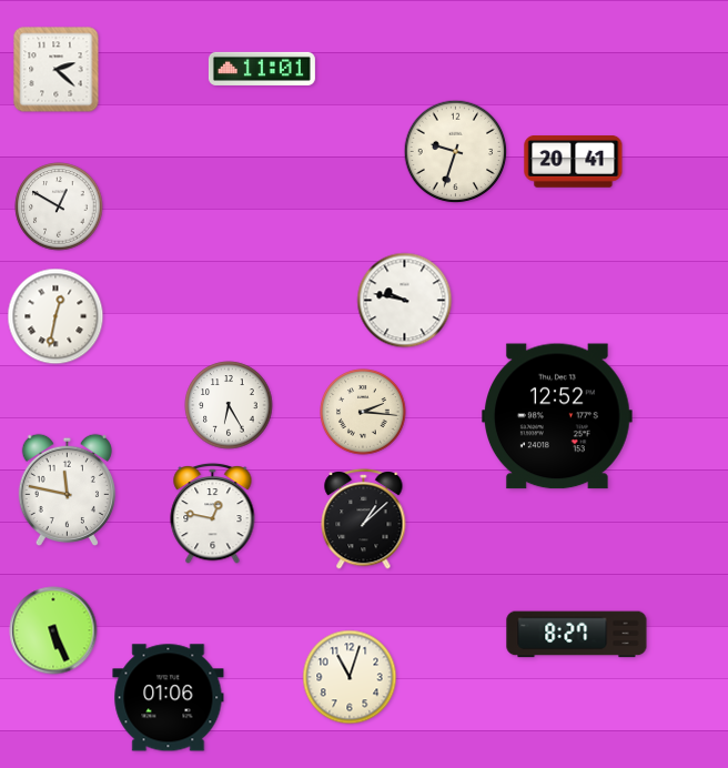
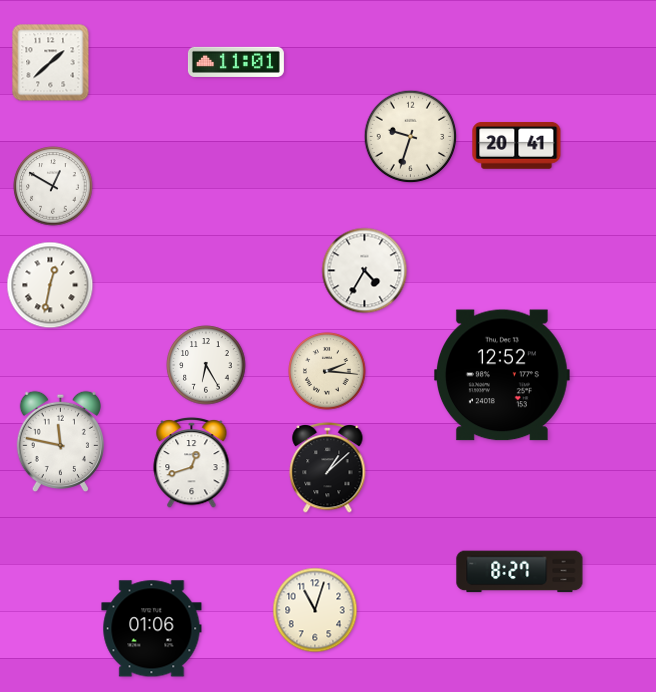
clock at (57, 70): 2:22 -> 1:38
clock at (405, 301): 9:47 -> 4:35
clock at (213, 513): 12:47 -> 12:42
clock at (53, 630): 5:26 -> none
